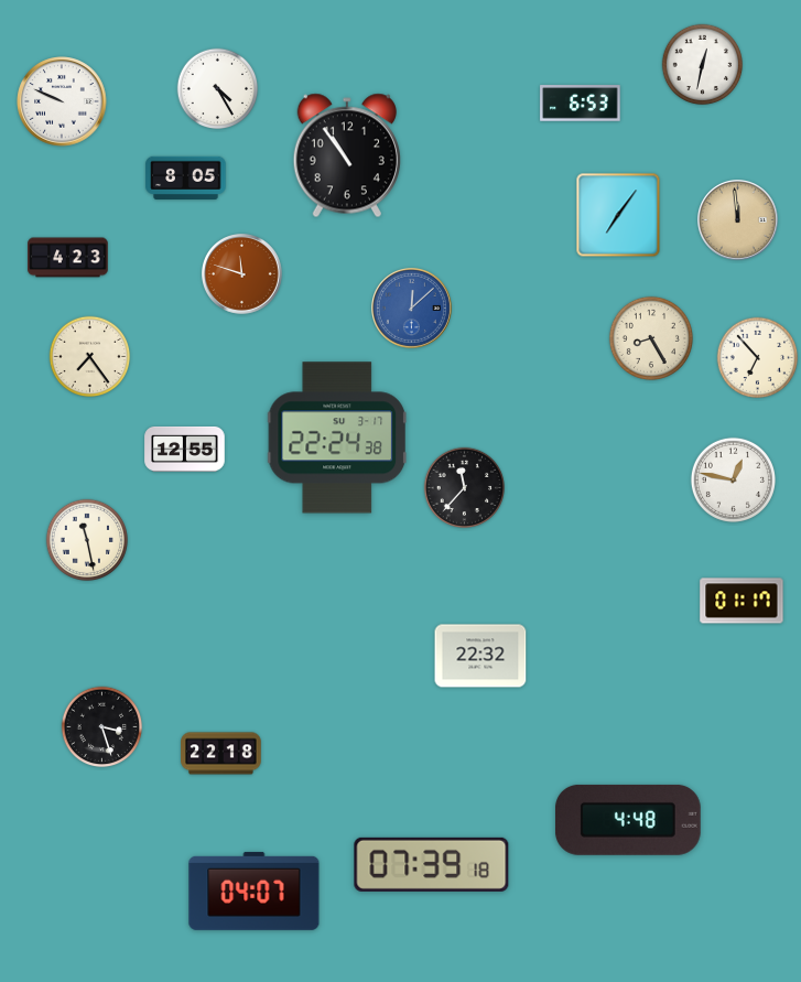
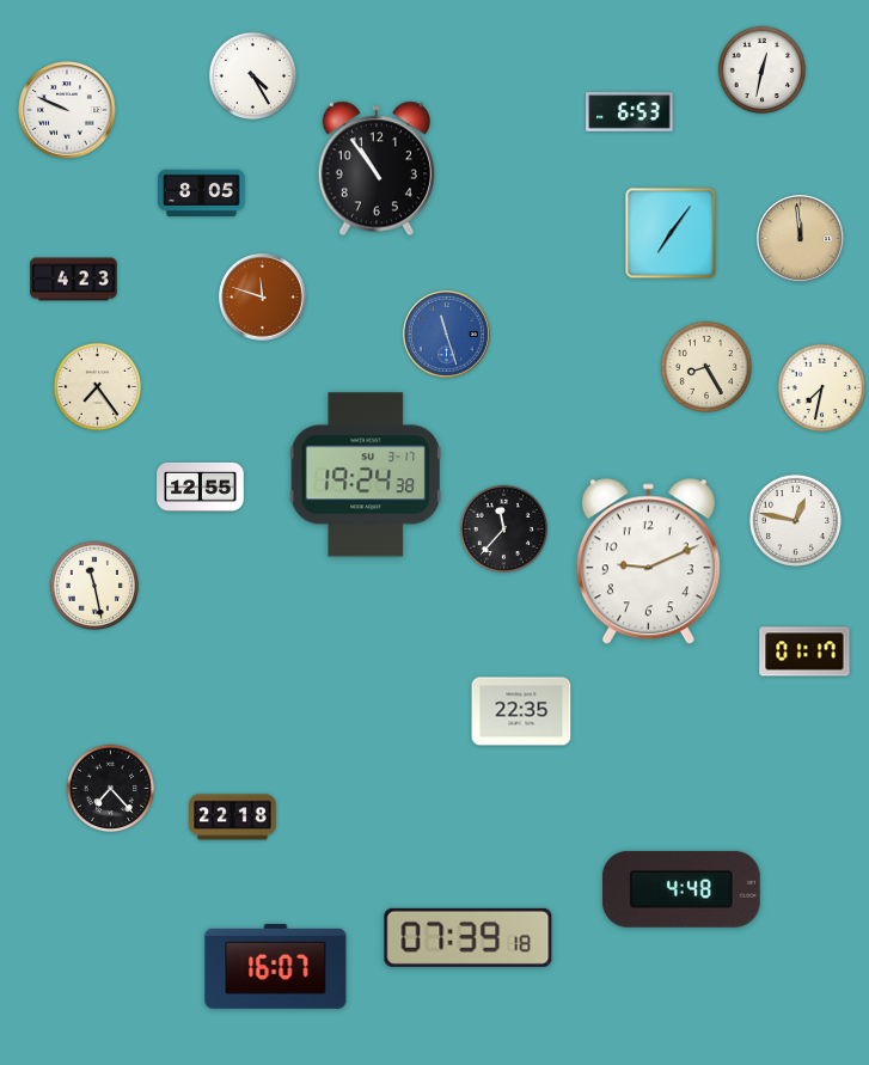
clock at (218, 89) position: (218, 89) -> (253, 76)
clock at (412, 309): 12:08 -> 11:27
clock at (758, 358): 6:53 -> 7:32
clock at (336, 438): 22:24 -> 19:24
clock at (648, 562): none -> 9:11
clock at (480, 656): 22:32 -> 22:35
clock at (102, 727): 3:27 -> 7:23
clock at (221, 754) position: (221, 754) -> (233, 818)
clock at (255, 891): 04:07 -> 16:07
